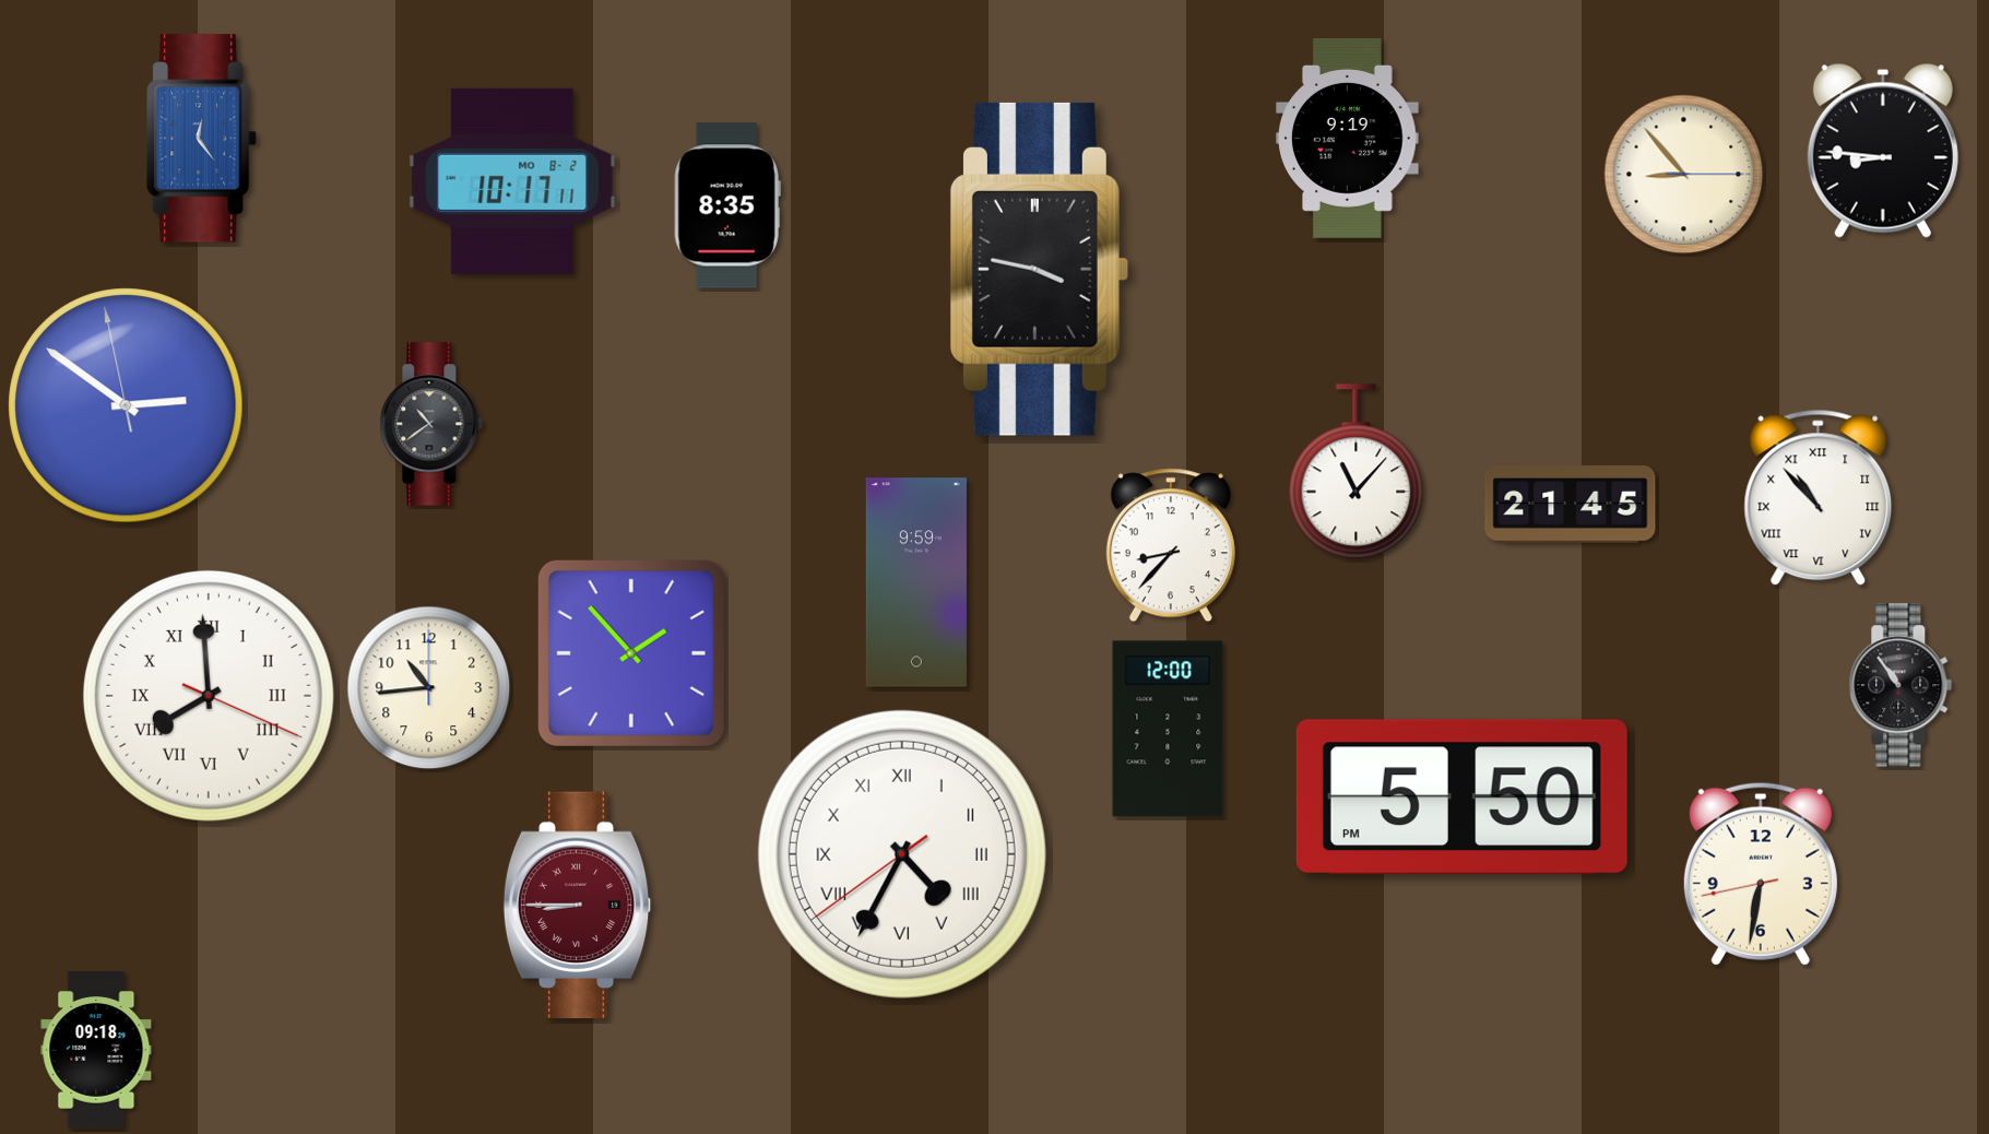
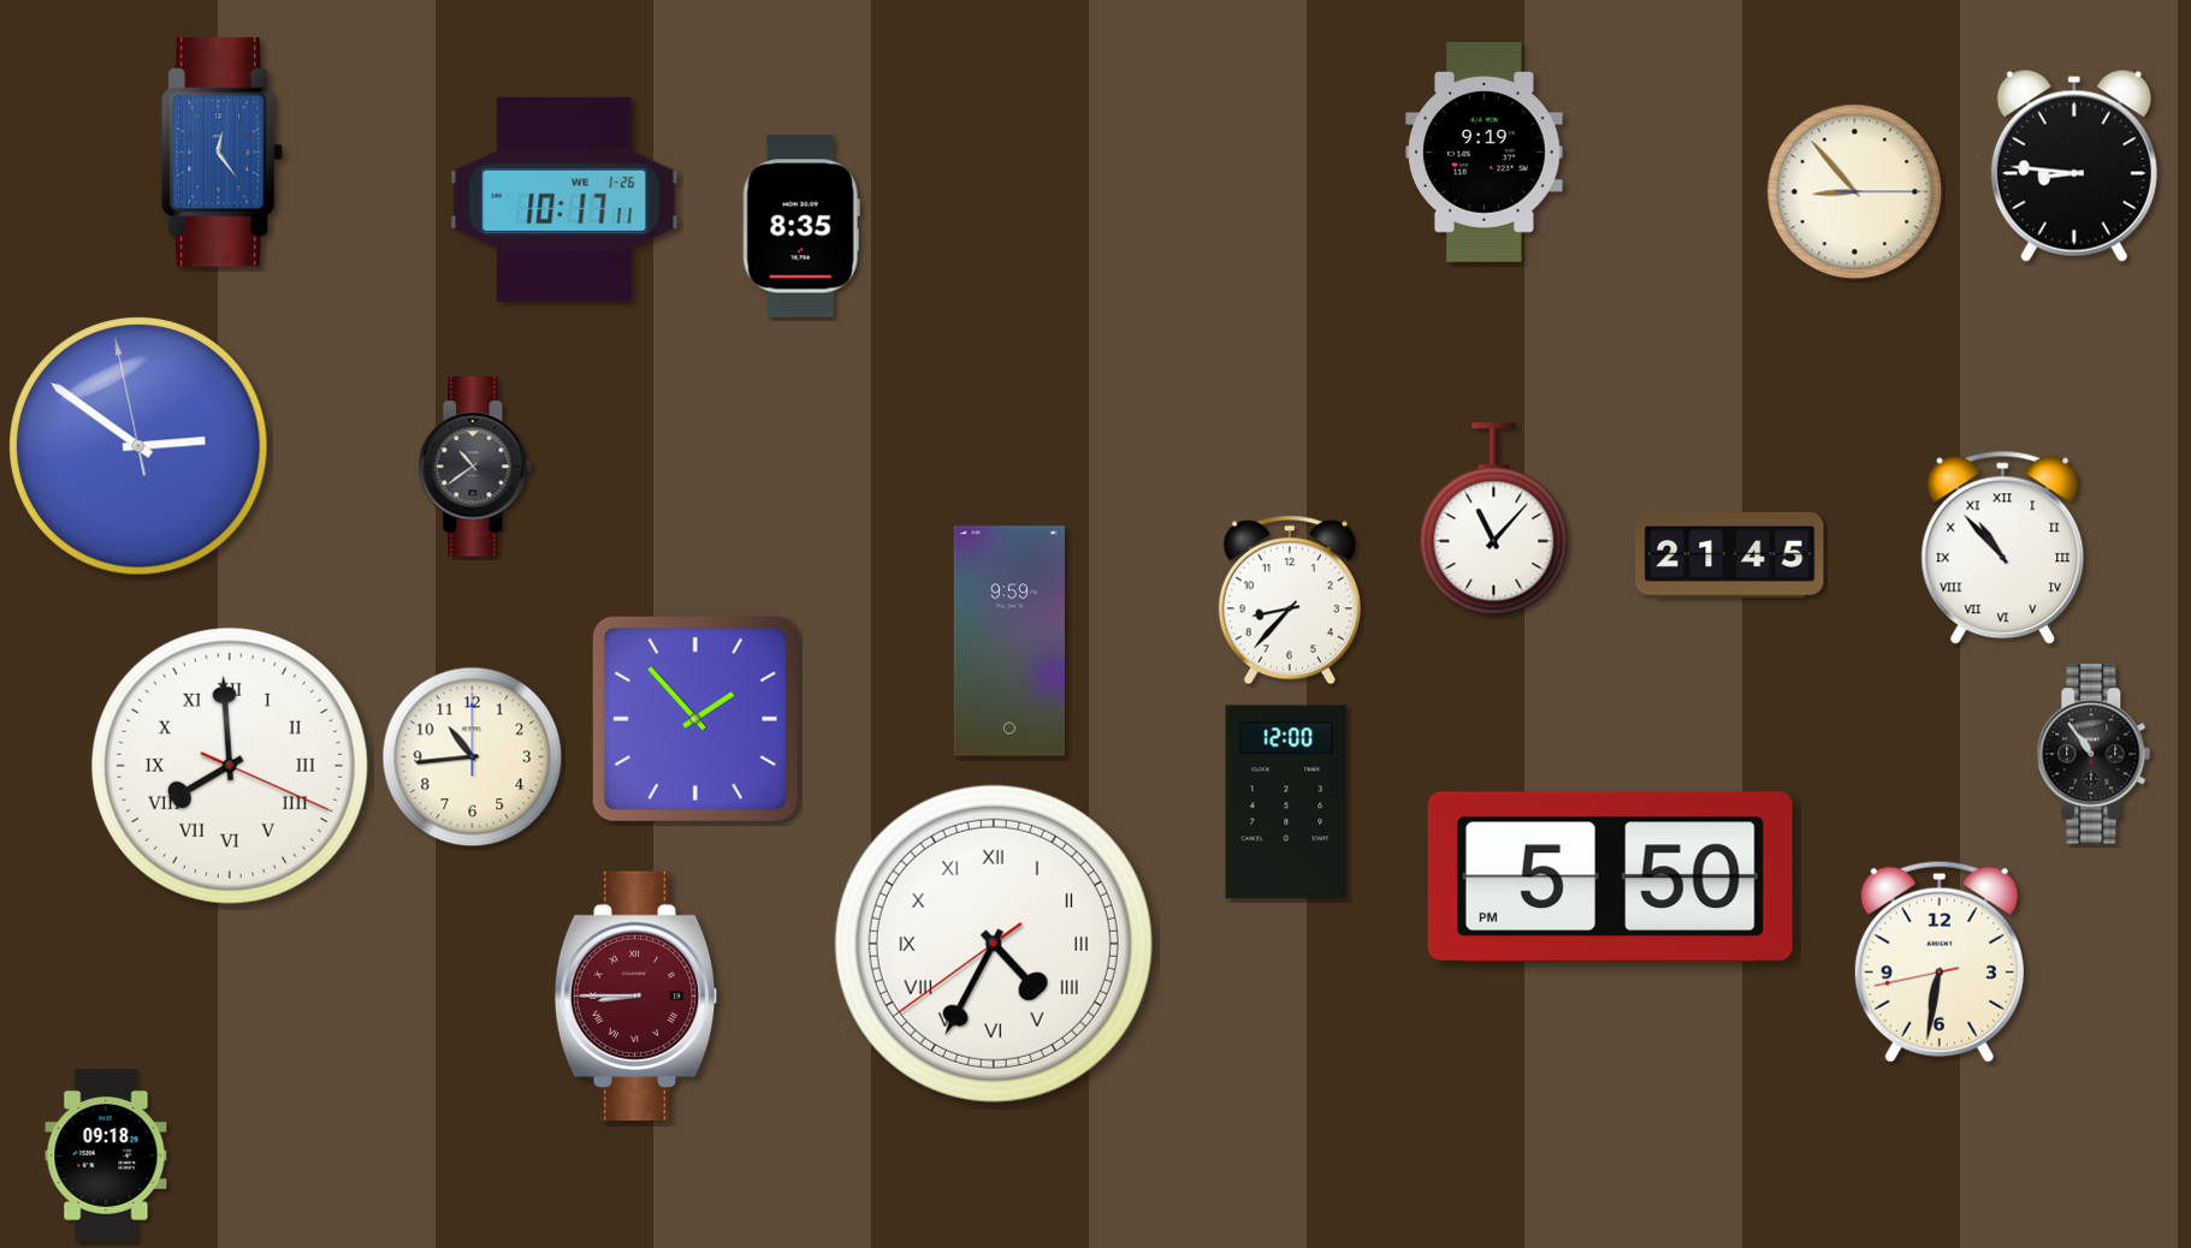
clock at (512, 181) date: MO 8-2 -> WE 1-26
clock at (1039, 269): 3:47 -> none
clock at (902, 854) position: (902, 854) -> (994, 944)
